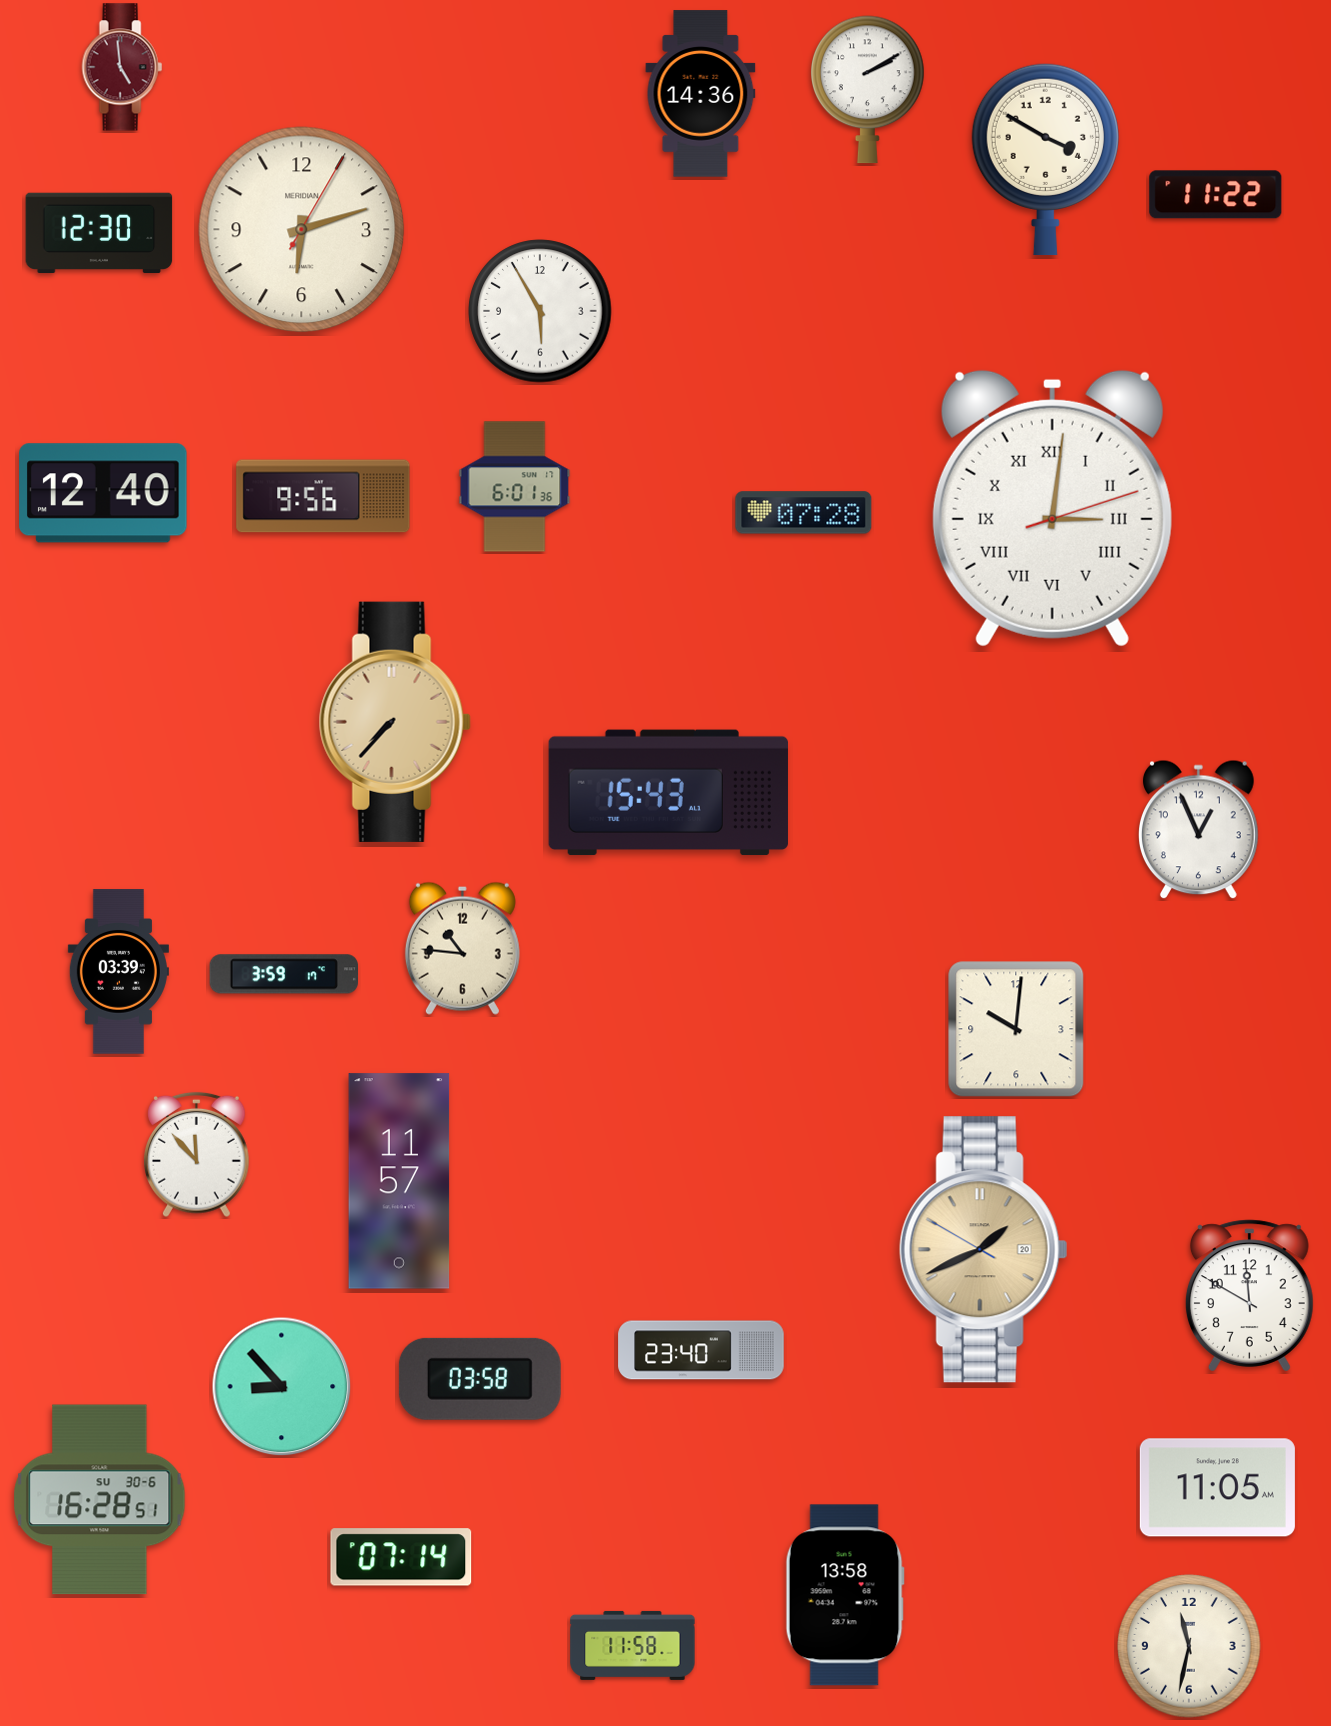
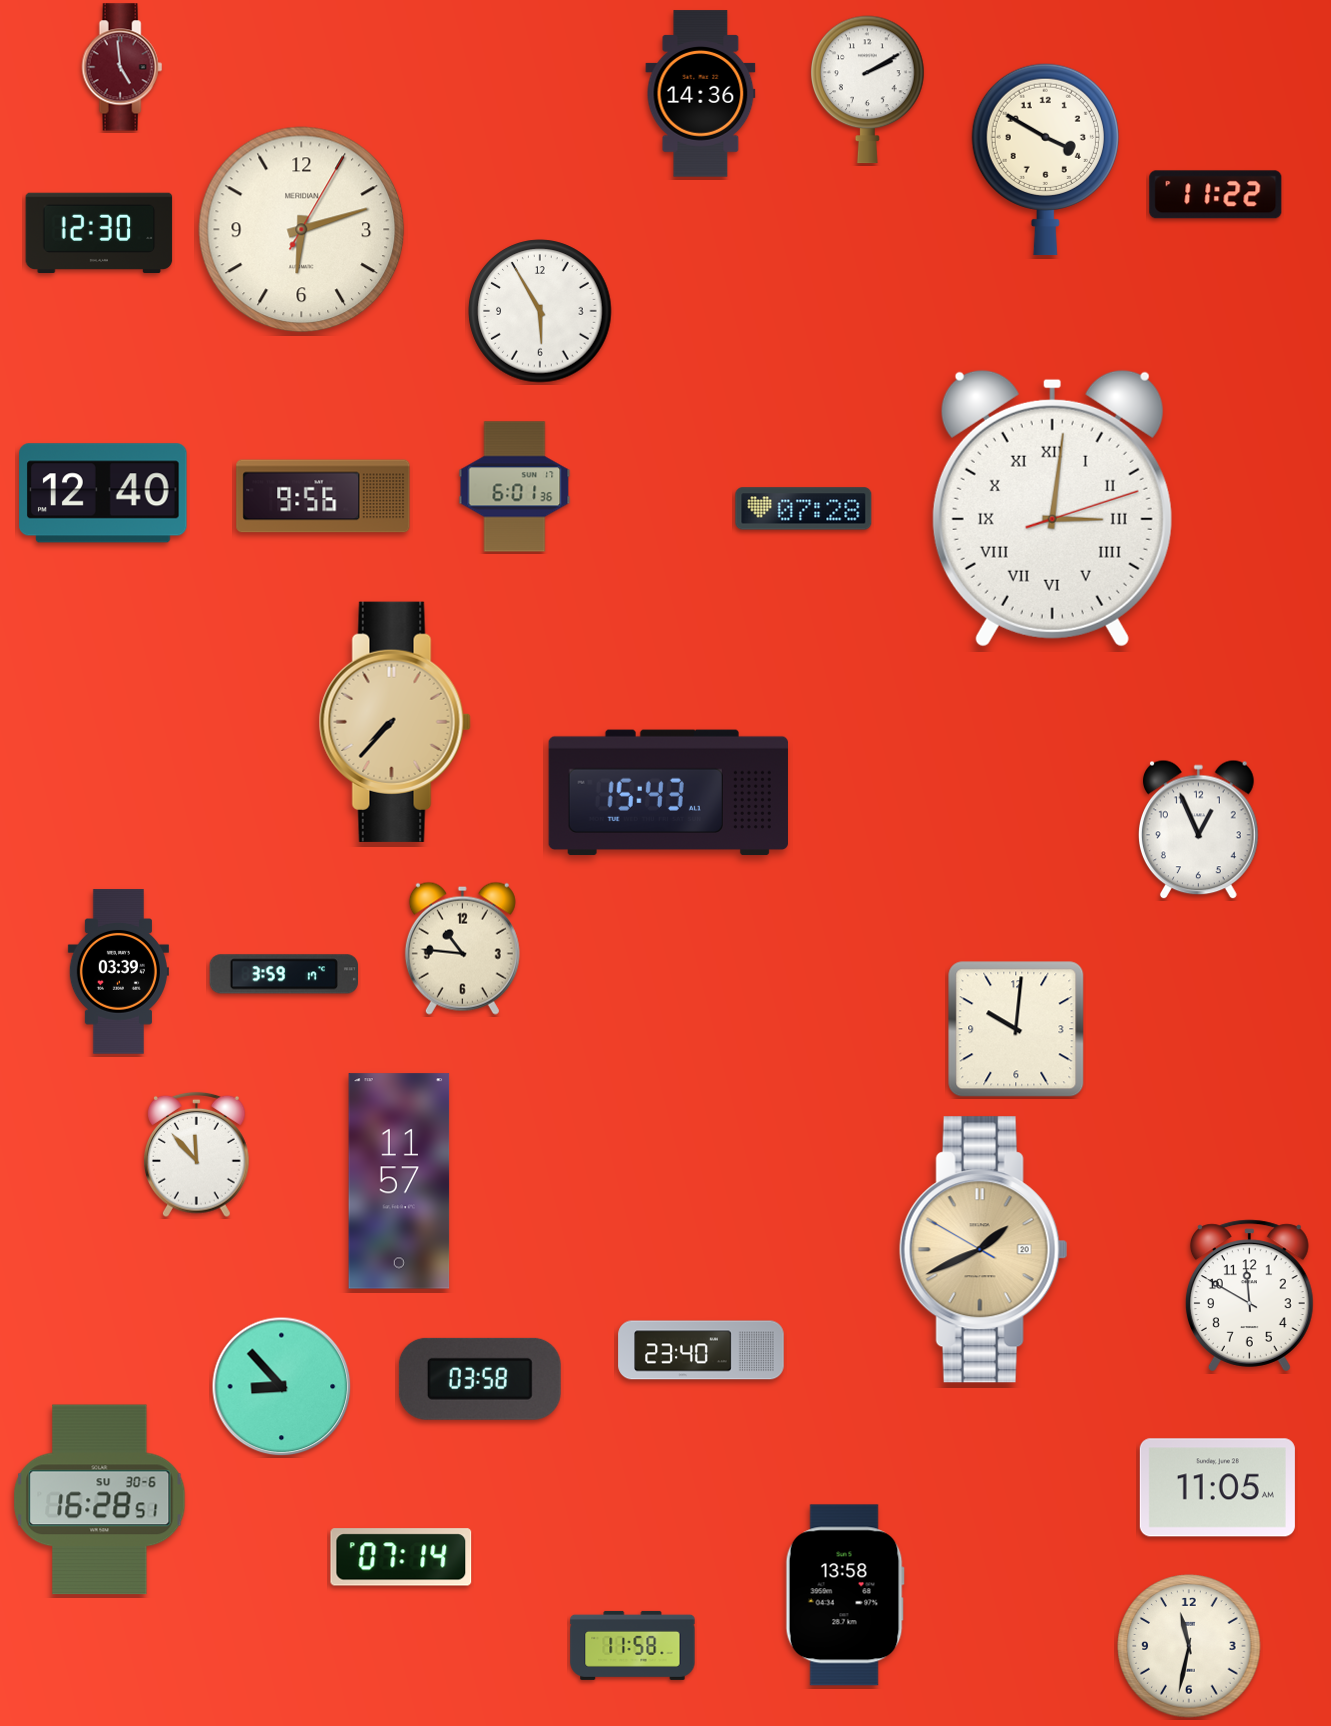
clock at (804, 513) position: (804, 513) -> (804, 509)
